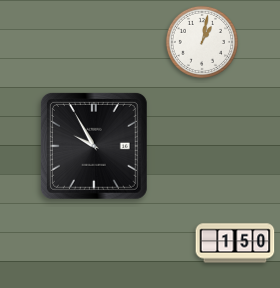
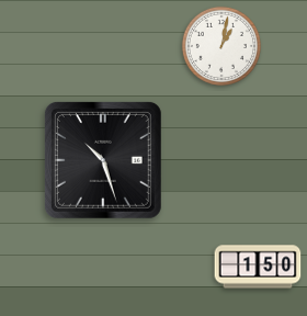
clock at (94, 146): 9:55 -> 10:27
